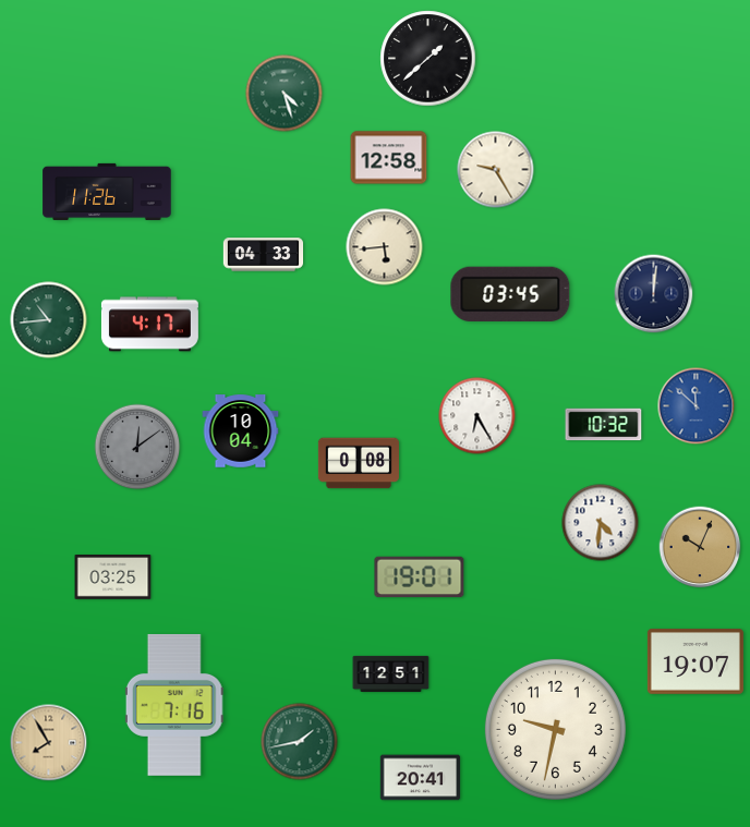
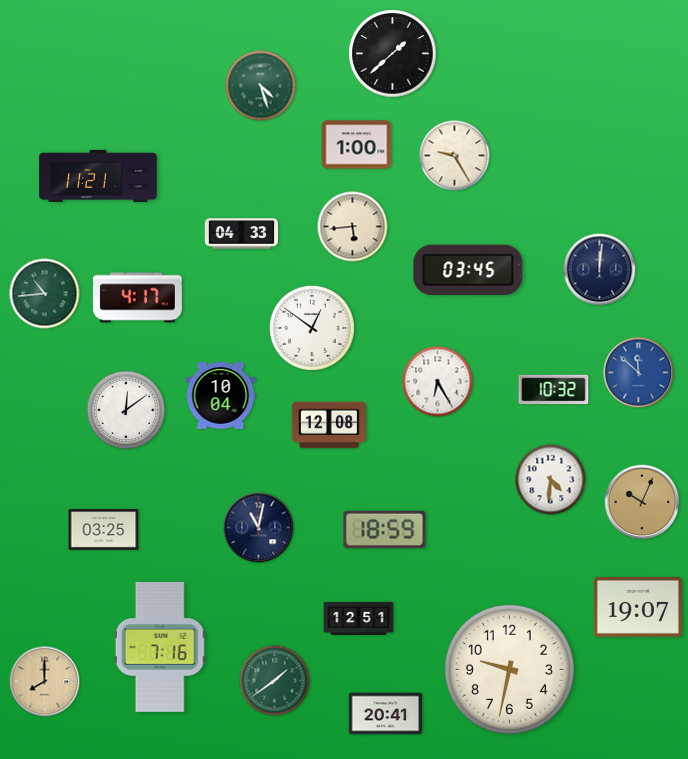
clock at (389, 158): 12:58 -> 1:00
clock at (107, 192): 11:26 -> 11:21
clock at (313, 329): none -> 12:51
clock at (137, 447) dial: grey -> white
clock at (359, 463): 0:08 -> 12:08
clock at (259, 528): none -> 11:02
clock at (420, 577): 19:01 -> 18:59
clock at (300, 742): 1:43 -> 1:39
clock at (49, 743): 7:55 -> 8:00
